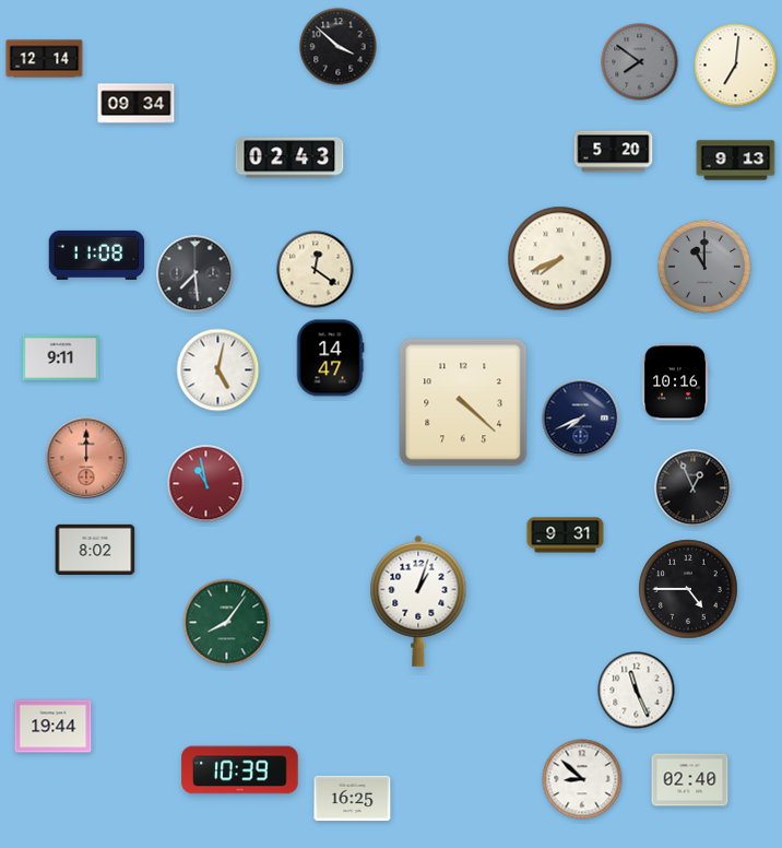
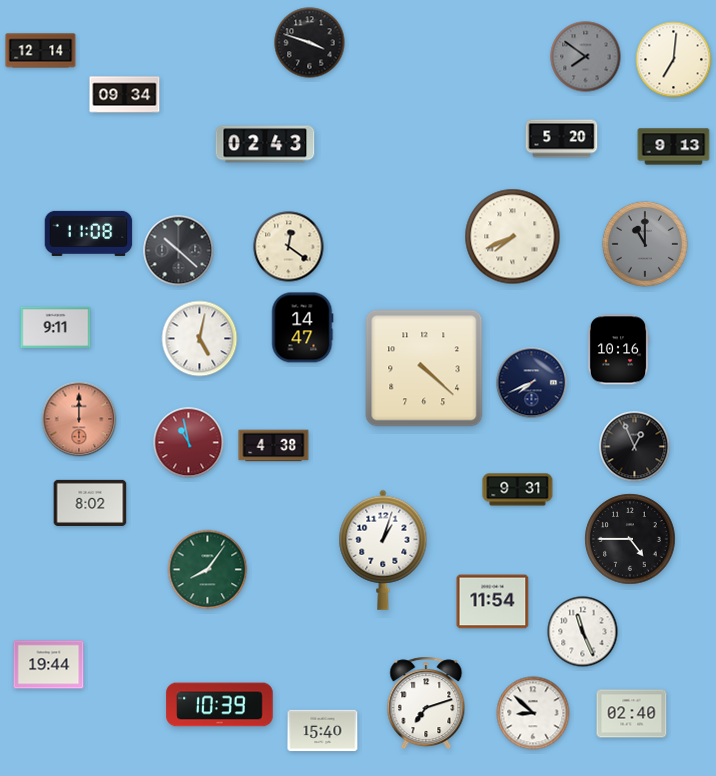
clock at (339, 47): 3:52 -> 3:48
clock at (45, 59) position: (45, 59) -> (41, 51)
clock at (195, 274): 7:29 -> 10:22
clock at (274, 446): none -> 4:38
clock at (95, 550) position: (95, 550) -> (90, 503)
clock at (493, 602): none -> 11:54
clock at (426, 703): none -> 7:12
clock at (353, 799): 16:25 -> 15:40
